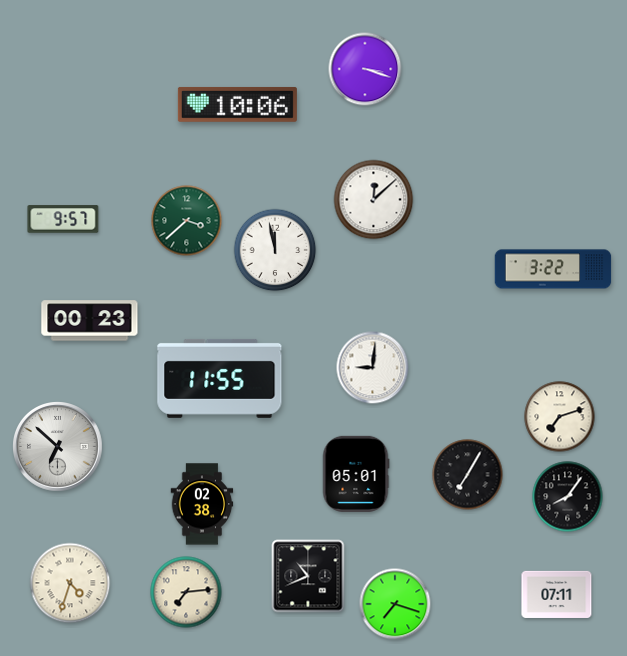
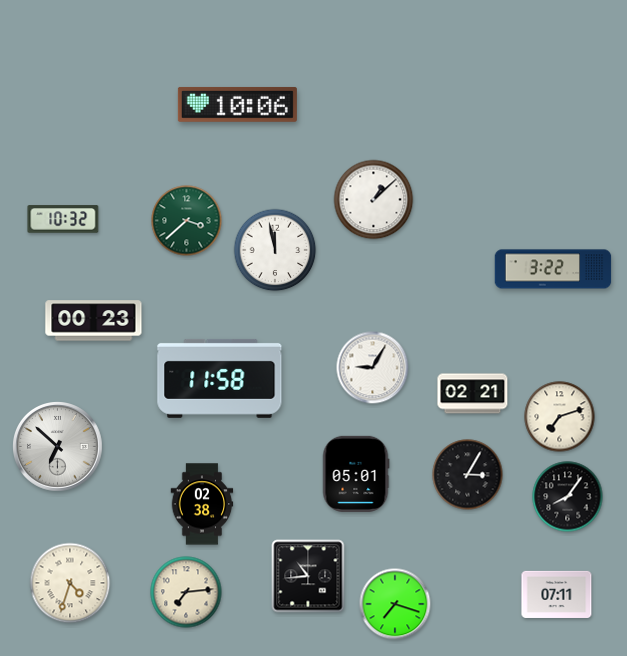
clock at (365, 69): 3:18 -> none
clock at (374, 200): 12:08 -> 1:08
clock at (63, 219): 9:57 -> 10:32
clock at (90, 321) position: (90, 321) -> (94, 321)
clock at (373, 368): 9:01 -> 9:05
clock at (220, 378): 11:55 -> 11:58
clock at (473, 394): none -> 02:21
clock at (468, 475): 7:05 -> 3:05
clock at (308, 576): 10:41 -> 10:44
